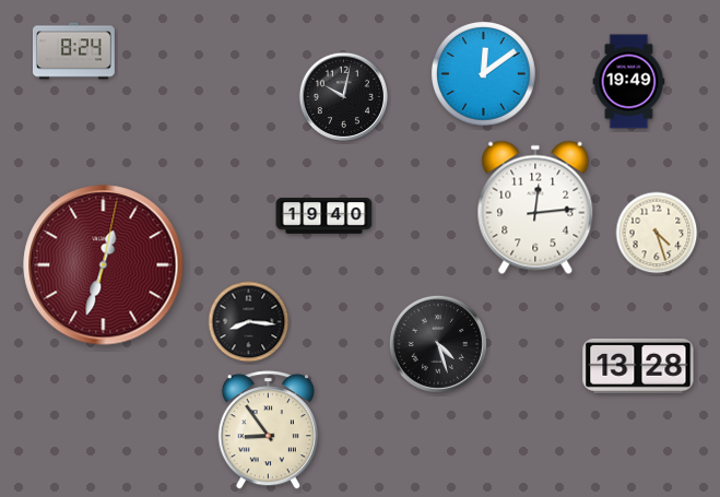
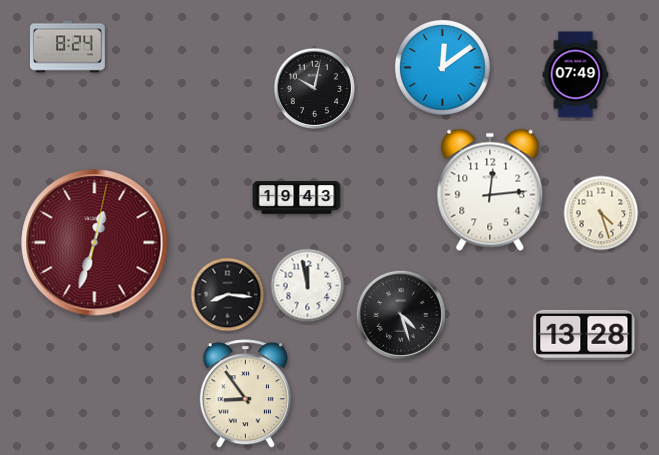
clock at (629, 82): 19:49 -> 07:49
clock at (324, 216): 19:40 -> 19:43
clock at (308, 286): none -> 11:58
